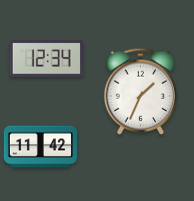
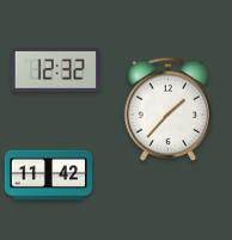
clock at (46, 59): 12:34 -> 12:32
clock at (141, 91): 1:34 -> 1:37
